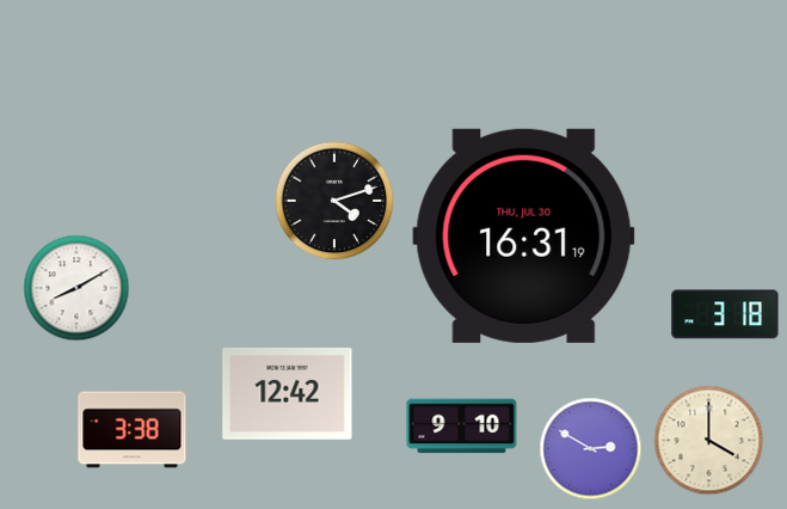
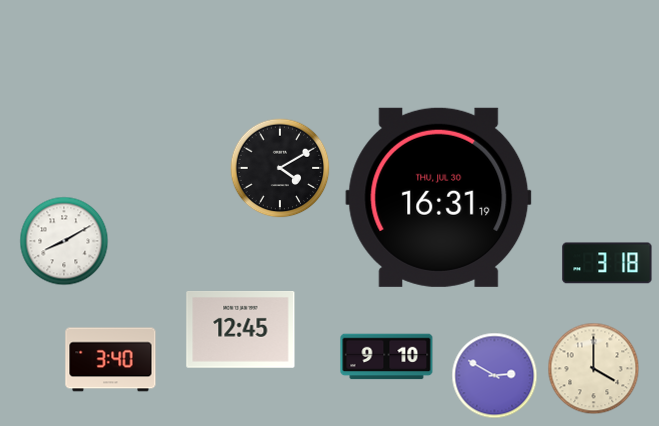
clock at (334, 201): 4:12 -> 4:10
clock at (288, 394): 12:42 -> 12:45
clock at (133, 430): 3:38 -> 3:40
